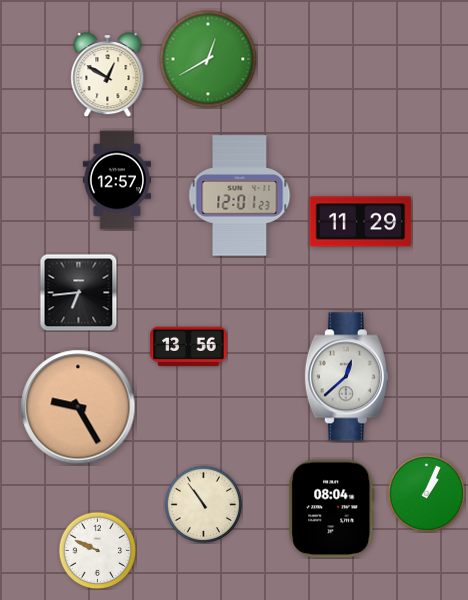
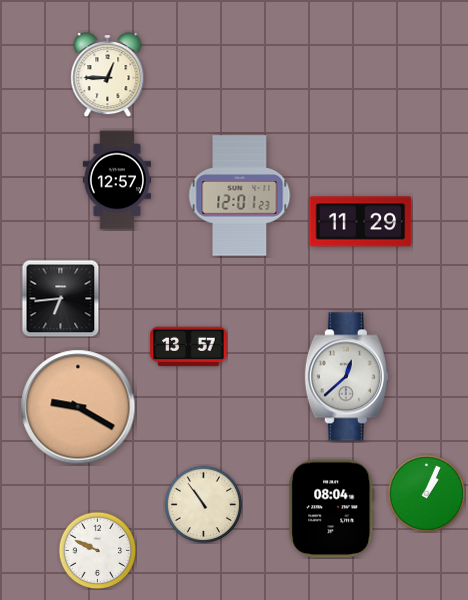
clock at (208, 59): 12:40 -> none
clock at (108, 74): 12:50 -> 12:45
clock at (78, 292) position: (78, 292) -> (60, 298)
clock at (189, 347): 13:56 -> 13:57
clock at (78, 407): 9:25 -> 9:20
